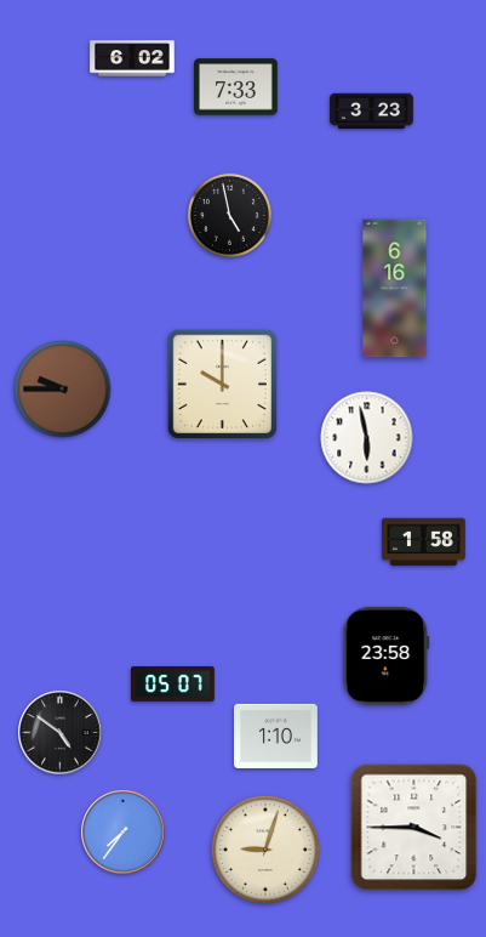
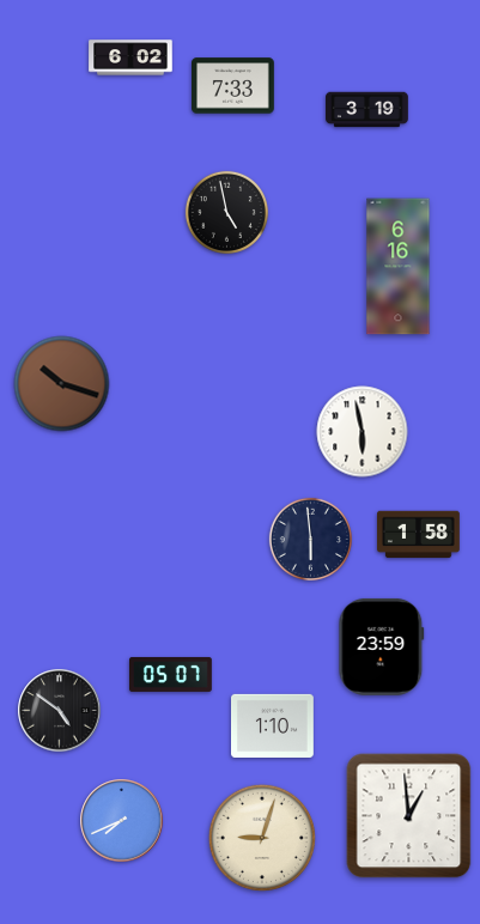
clock at (372, 112): 3:23 -> 3:19
clock at (395, 289) position: (395, 289) -> (399, 267)
clock at (222, 384): 10:00 -> none
clock at (63, 390): 9:45 -> 10:18
clock at (310, 539): none -> 5:59
clock at (387, 655): 23:58 -> 23:59
clock at (61, 733) position: (61, 733) -> (60, 711)
clock at (414, 828): 3:45 -> 12:59
clock at (124, 833): 7:36 -> 7:41
